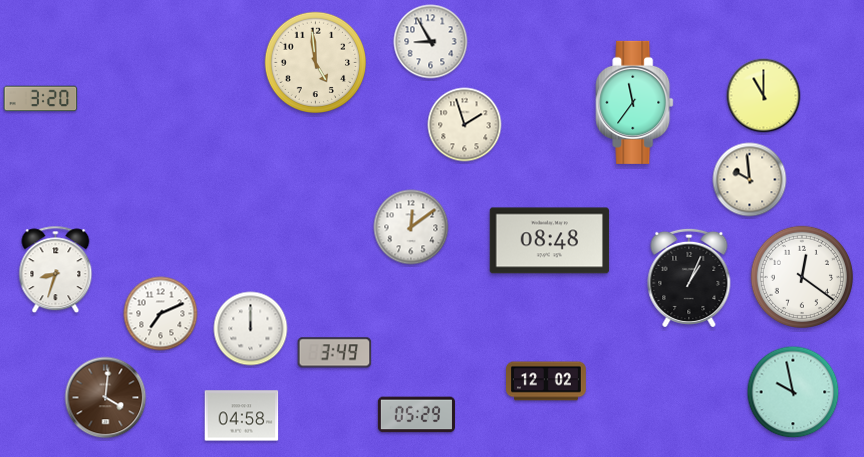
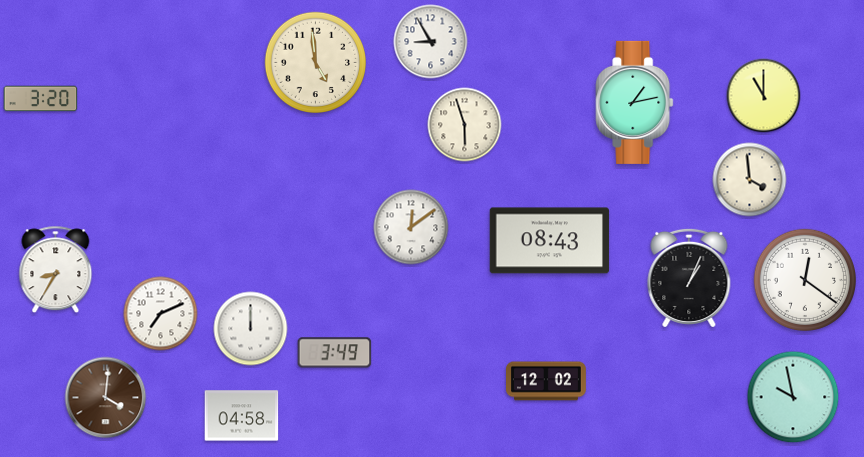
clock at (635, 102): 11:36 -> 1:13
clock at (465, 125): 1:57 -> 5:57
clock at (750, 180): 9:59 -> 3:59
clock at (550, 241): 08:48 -> 08:43
clock at (56, 270): 8:33 -> 8:35
clock at (801, 276) position: (801, 276) -> (804, 279)
clock at (793, 392) position: (793, 392) -> (793, 397)
clock at (416, 415): 05:29 -> none
